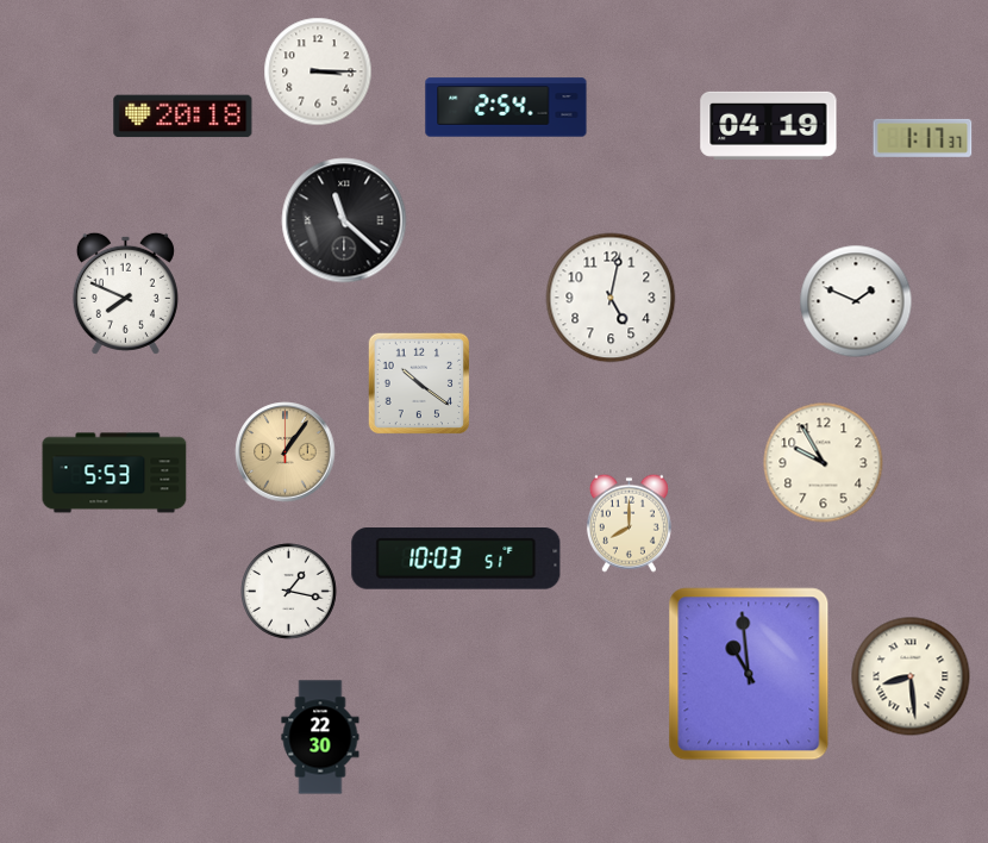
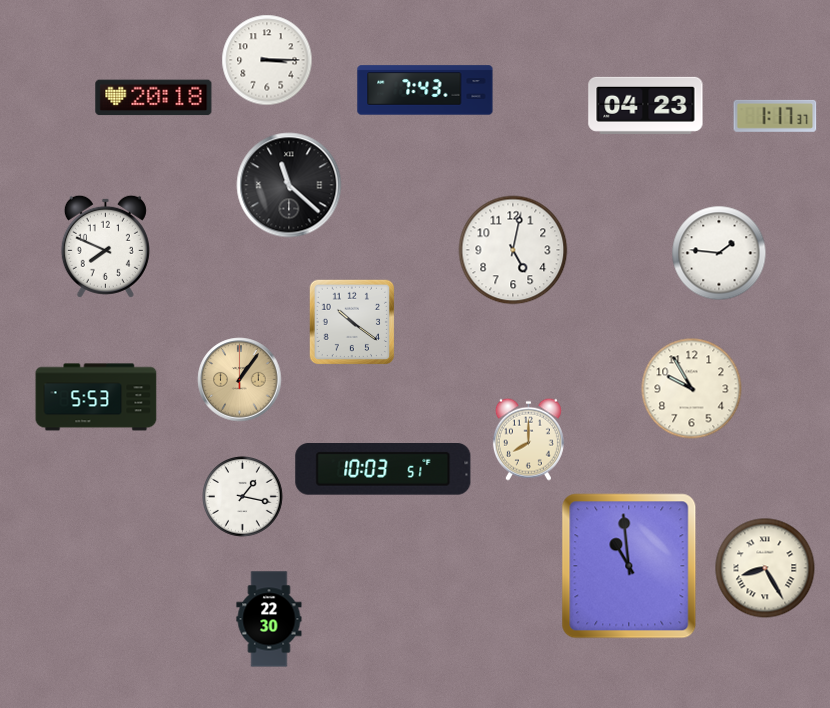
clock at (506, 107): 2:54 -> 7:43
clock at (769, 125): 04:19 -> 04:23
clock at (856, 301): 1:49 -> 1:46
clock at (911, 676): 8:29 -> 8:25
